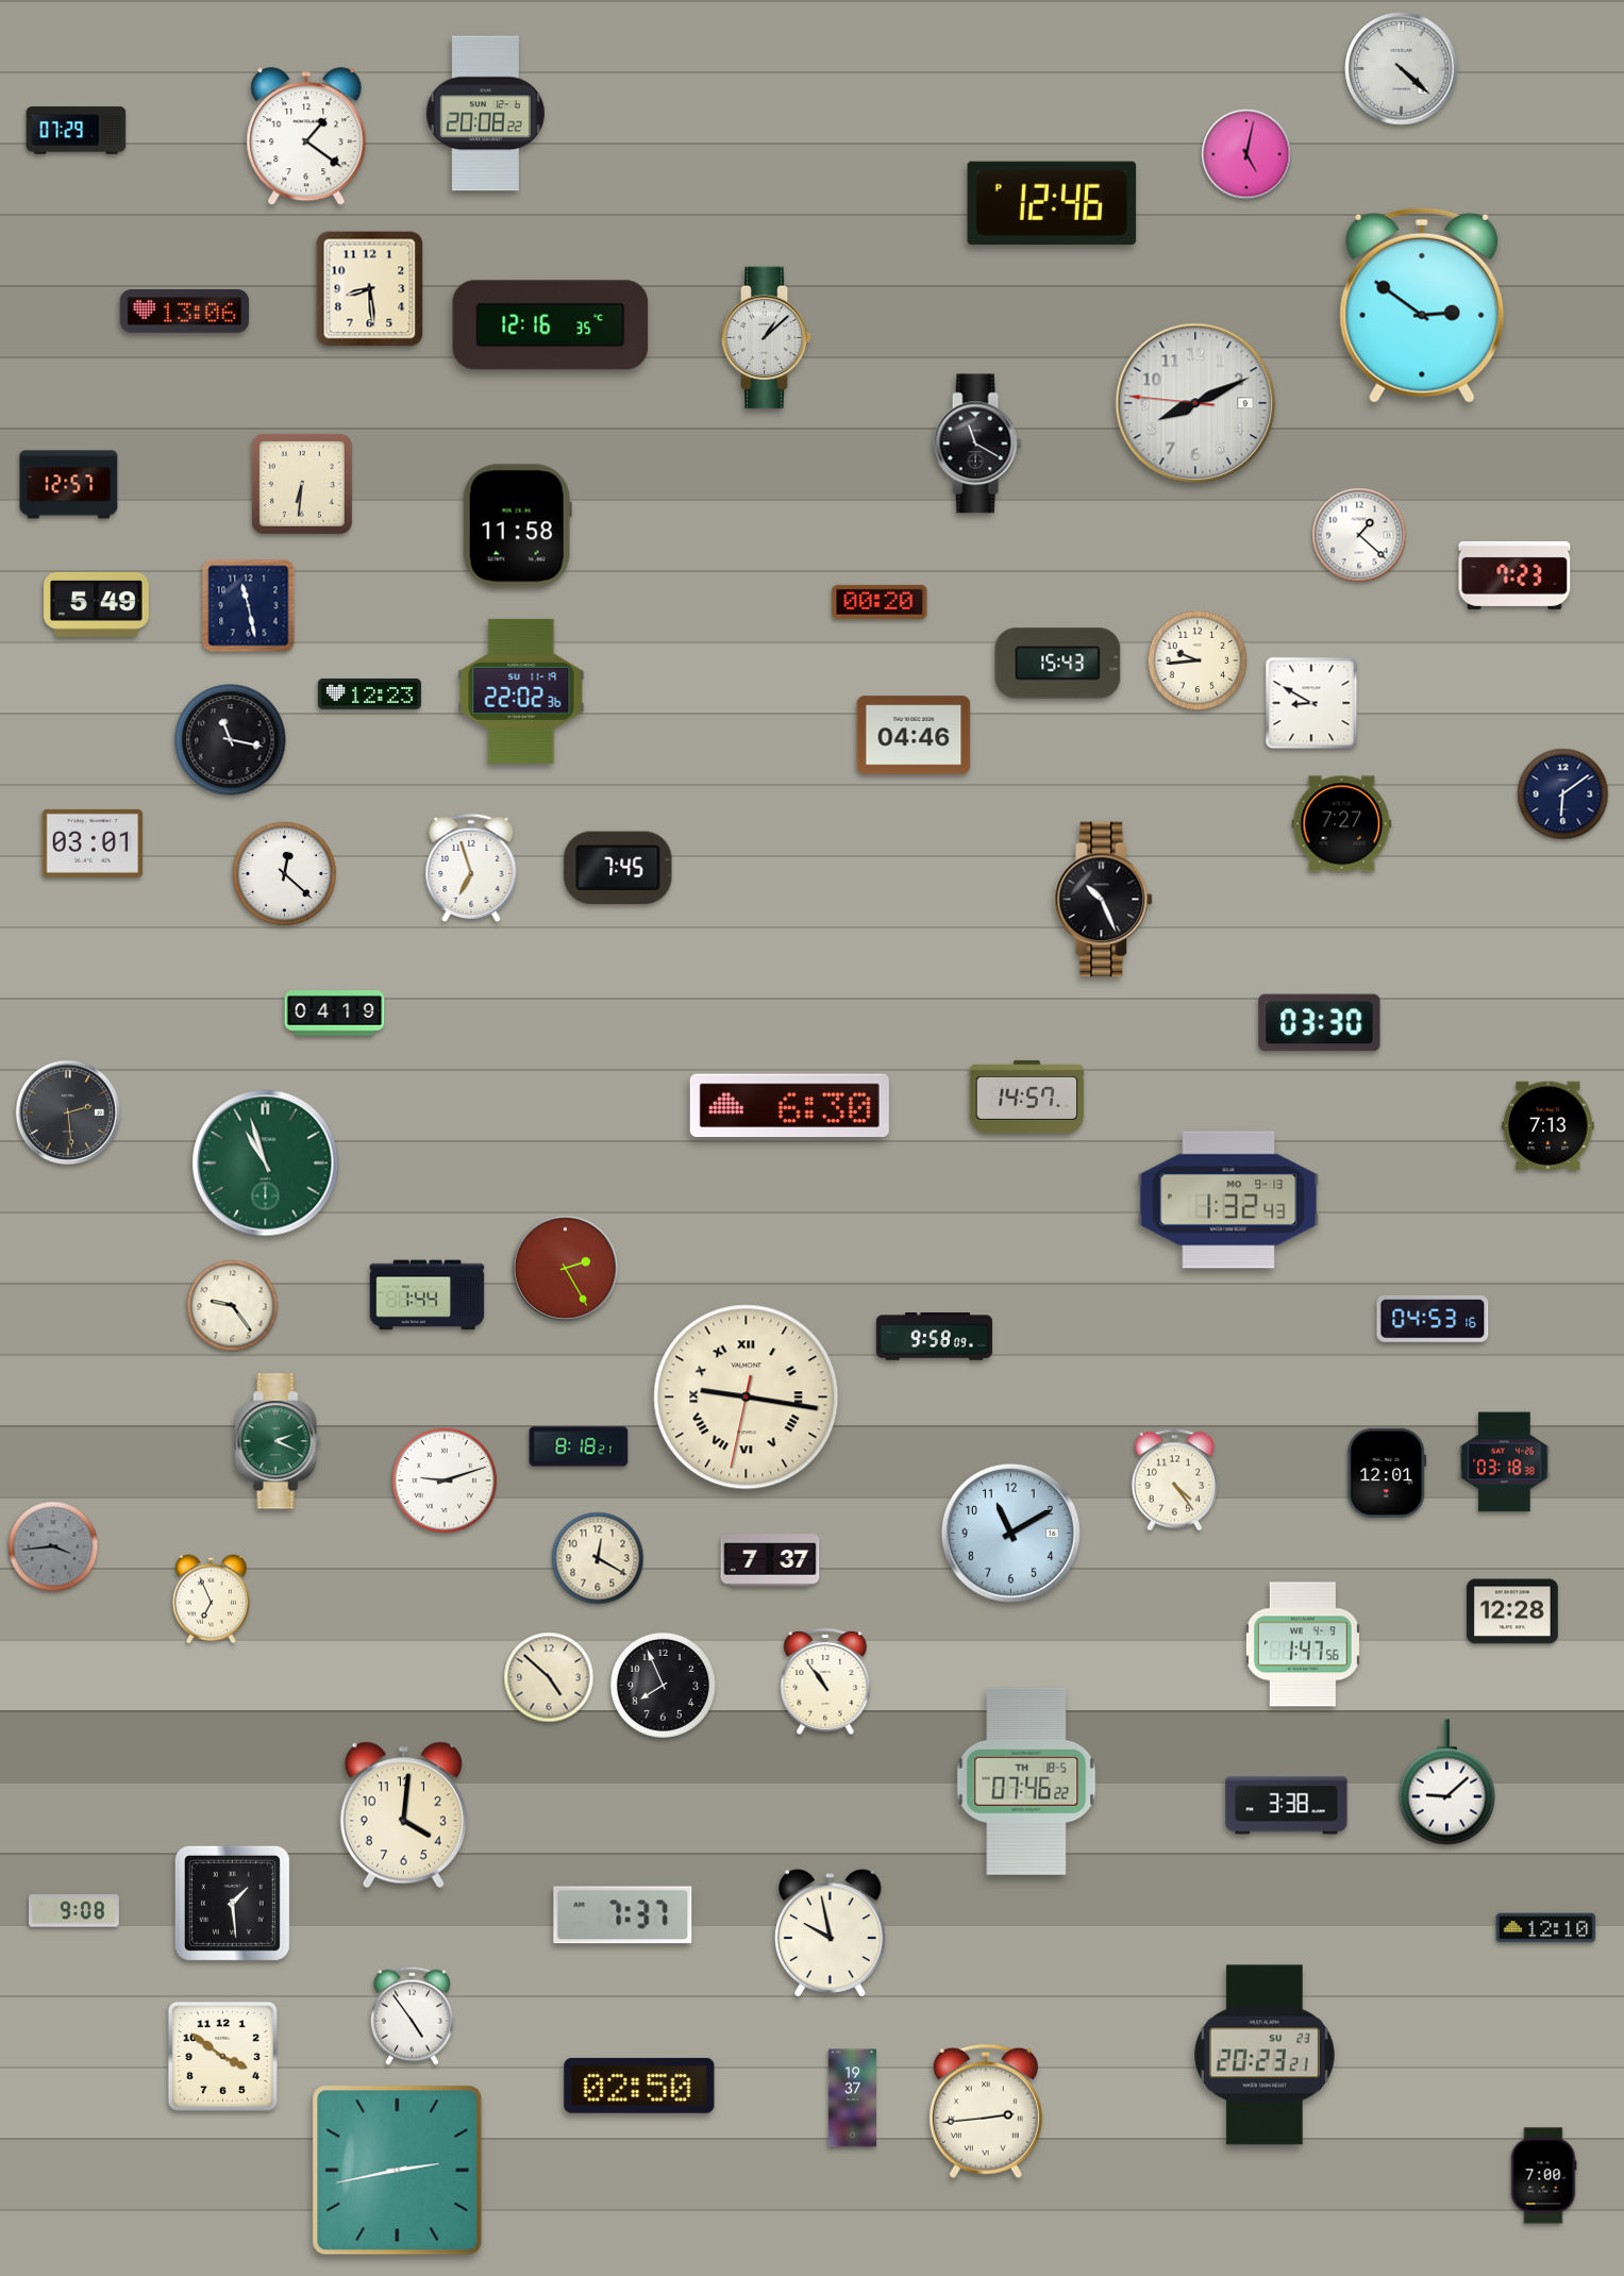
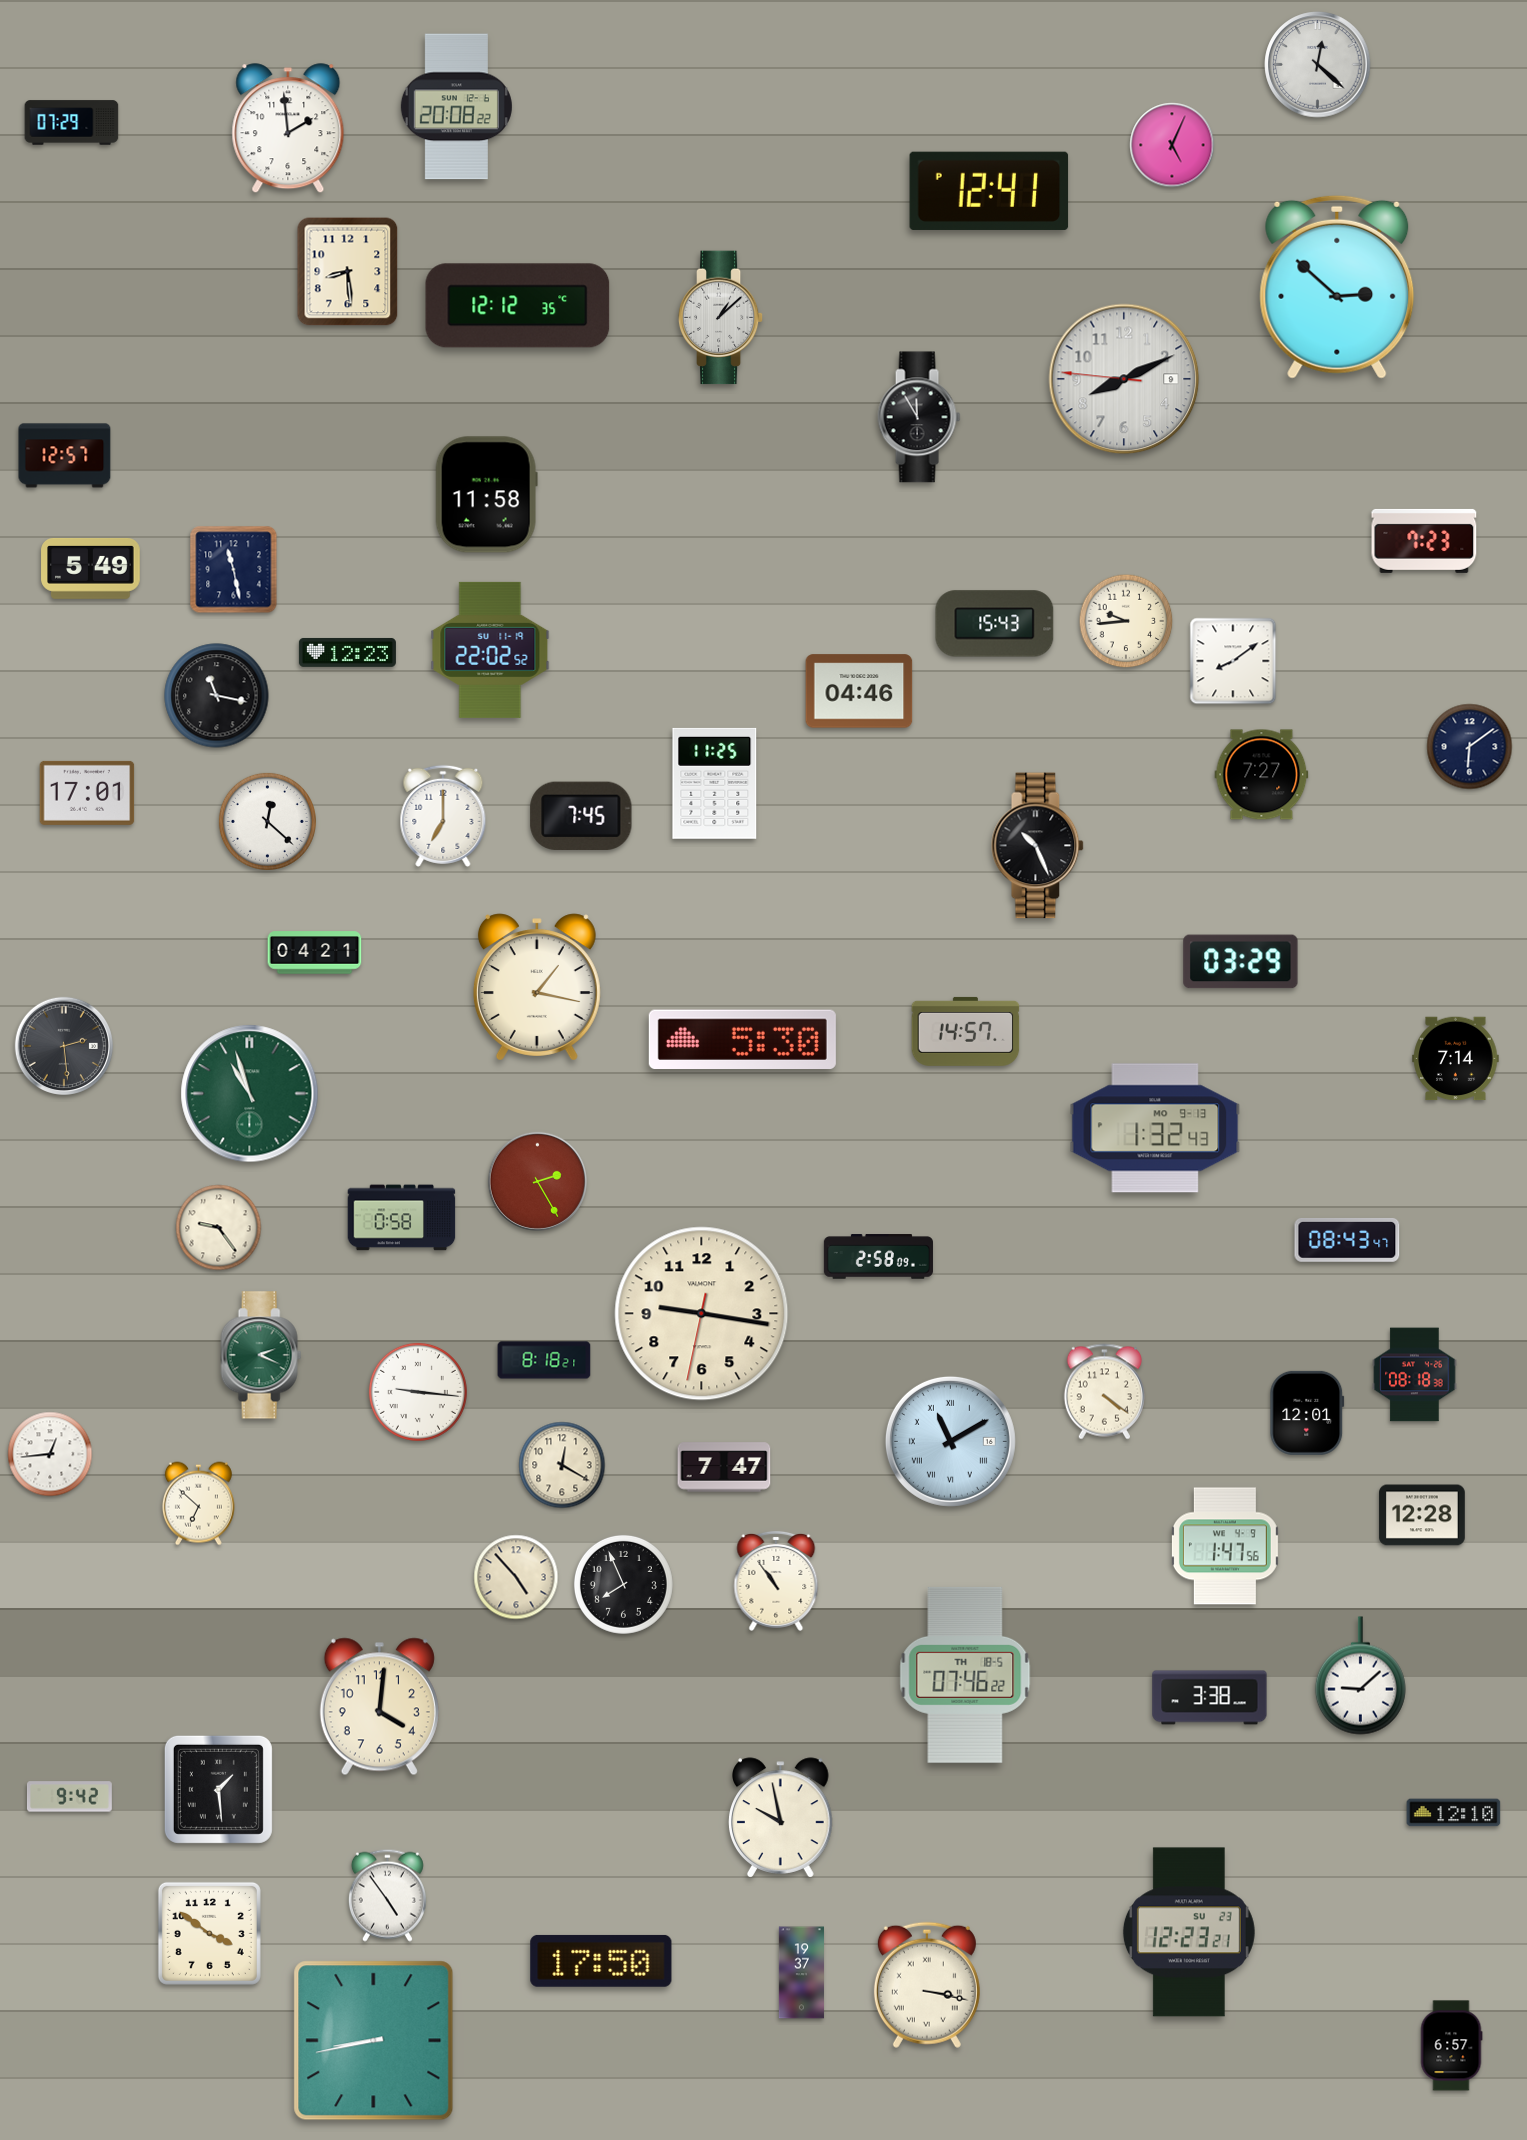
clock at (1402, 69): 4:22 -> 12:22
clock at (306, 137): 1:21 -> 1:59
clock at (1246, 154): 5:02 -> 5:04
clock at (1052, 203): 12:46 -> 12:41
clock at (1422, 305): 2:51 -> 2:52
clock at (184, 312): 13:06 -> none
clock at (551, 325): 12:16 -> 12:12
clock at (977, 444): 11:20 -> 11:55
clock at (302, 484): 6:31 -> none
clock at (1359, 535): 1:22 -> none
clock at (880, 602): 00:20 -> none
clock at (521, 691): 22:02:36 -> 22:02:52
clock at (1311, 703): 8:50 -> 8:09
clock at (715, 783): none -> 11:25
clock at (93, 843): 03:01 -> 17:01
clock at (471, 868): 6:57 -> 7:00
clock at (335, 1014): 04:19 -> 04:21
clock at (1320, 1023): 03:30 -> 03:29
clock at (537, 987): none -> 1:17
clock at (789, 1106): 6:30 -> 5:30
clock at (1548, 1126): 7:13 -> 7:14
clock at (565, 1268) position: (565, 1268) -> (537, 1181)
clock at (428, 1295): 1:44 -> 0:58
clock at (1433, 1319): 04:53 -> 08:43
clock at (934, 1337): 9:58 -> 2:58
clock at (747, 1398) numerals: Roman -> Arabic
clock at (1505, 1462): 03:18 -> 08:18
clock at (1387, 1473) position: (1387, 1473) -> (1307, 1413)
clock at (445, 1480): 9:12 -> 9:16
clock at (1174, 1480): 4:24 -> 4:21
clock at (1010, 1533) numerals: Arabic -> Roman
clock at (53, 1546): 3:44 -> 12:44
clock at (53, 1546) dial: grey -> white
clock at (770, 1560): 7:37 -> 7:47
clock at (211, 1600): 6:56 -> 6:52
clock at (549, 1677): 4:52 -> 4:53
clock at (73, 1911): 9:08 -> 9:42
clock at (623, 1915): 7:37 -> none
clock at (1265, 2055): 20:23 -> 12:23
clock at (639, 2086): 02:50 -> 17:50
clock at (986, 2111): 2:44 -> 3:17
clock at (398, 2171): 2:43 -> 8:43
clock at (1543, 2176): 7:00 -> 6:57
